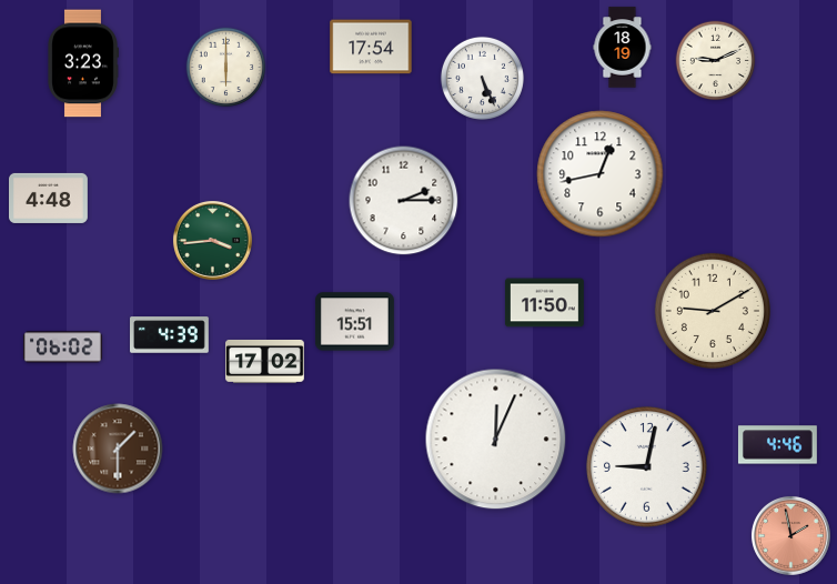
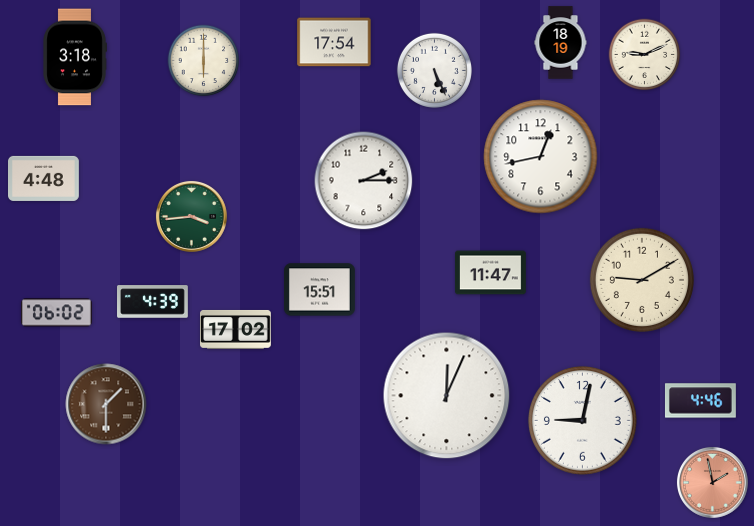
clock at (83, 63): 3:23 -> 3:18
clock at (545, 303): 11:50 -> 11:47
clock at (265, 362) position: (265, 362) -> (236, 330)
